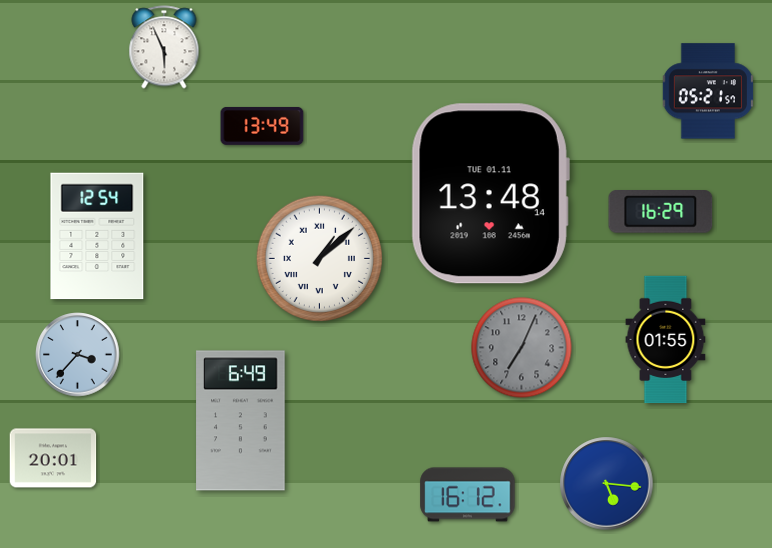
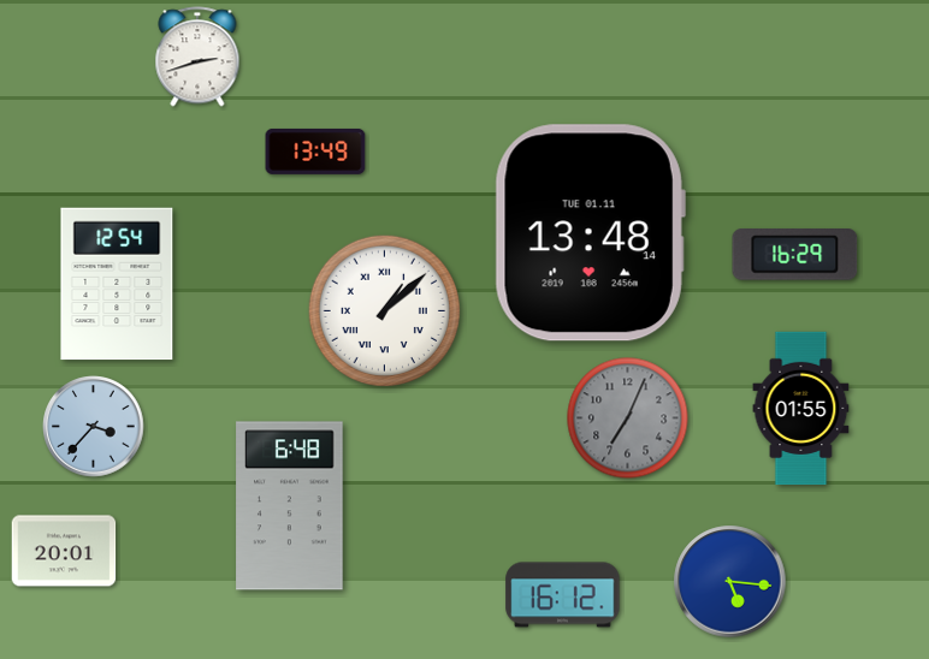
clock at (164, 47): 5:56 -> 2:42
clock at (708, 91): 05:21 -> none
clock at (241, 421): 6:49 -> 6:48
